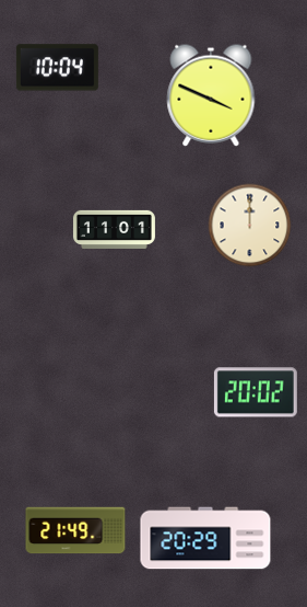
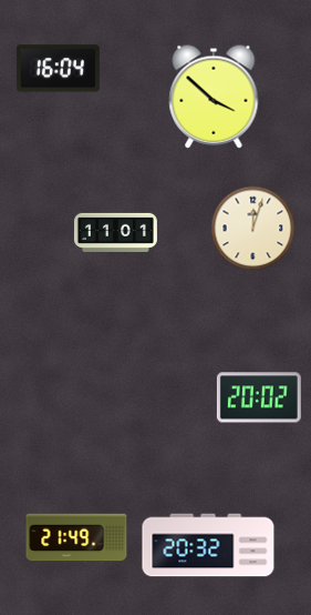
clock at (57, 68): 10:04 -> 16:04
clock at (211, 95): 3:49 -> 3:52
clock at (250, 226): 12:00 -> 12:03
clock at (205, 538): 20:29 -> 20:32
